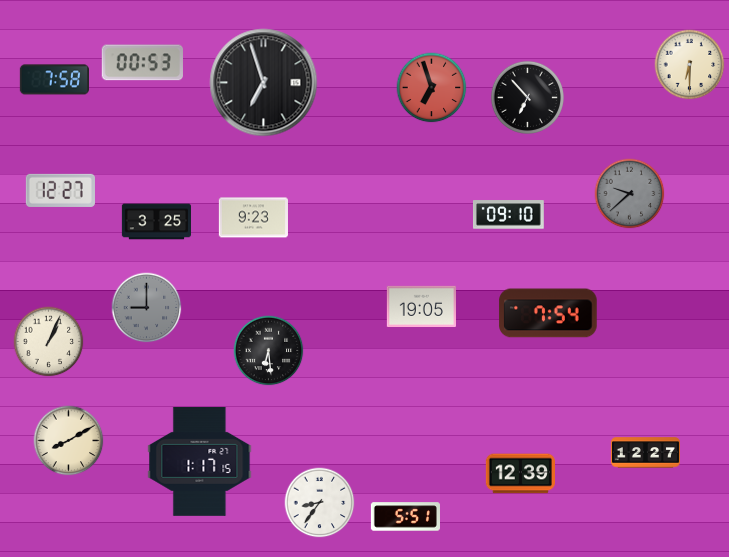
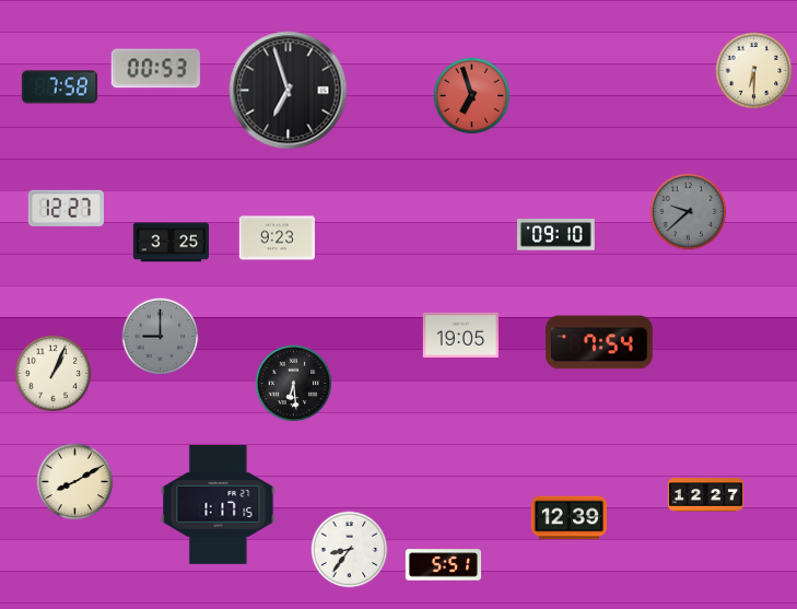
clock at (527, 97): 6:53 -> none
